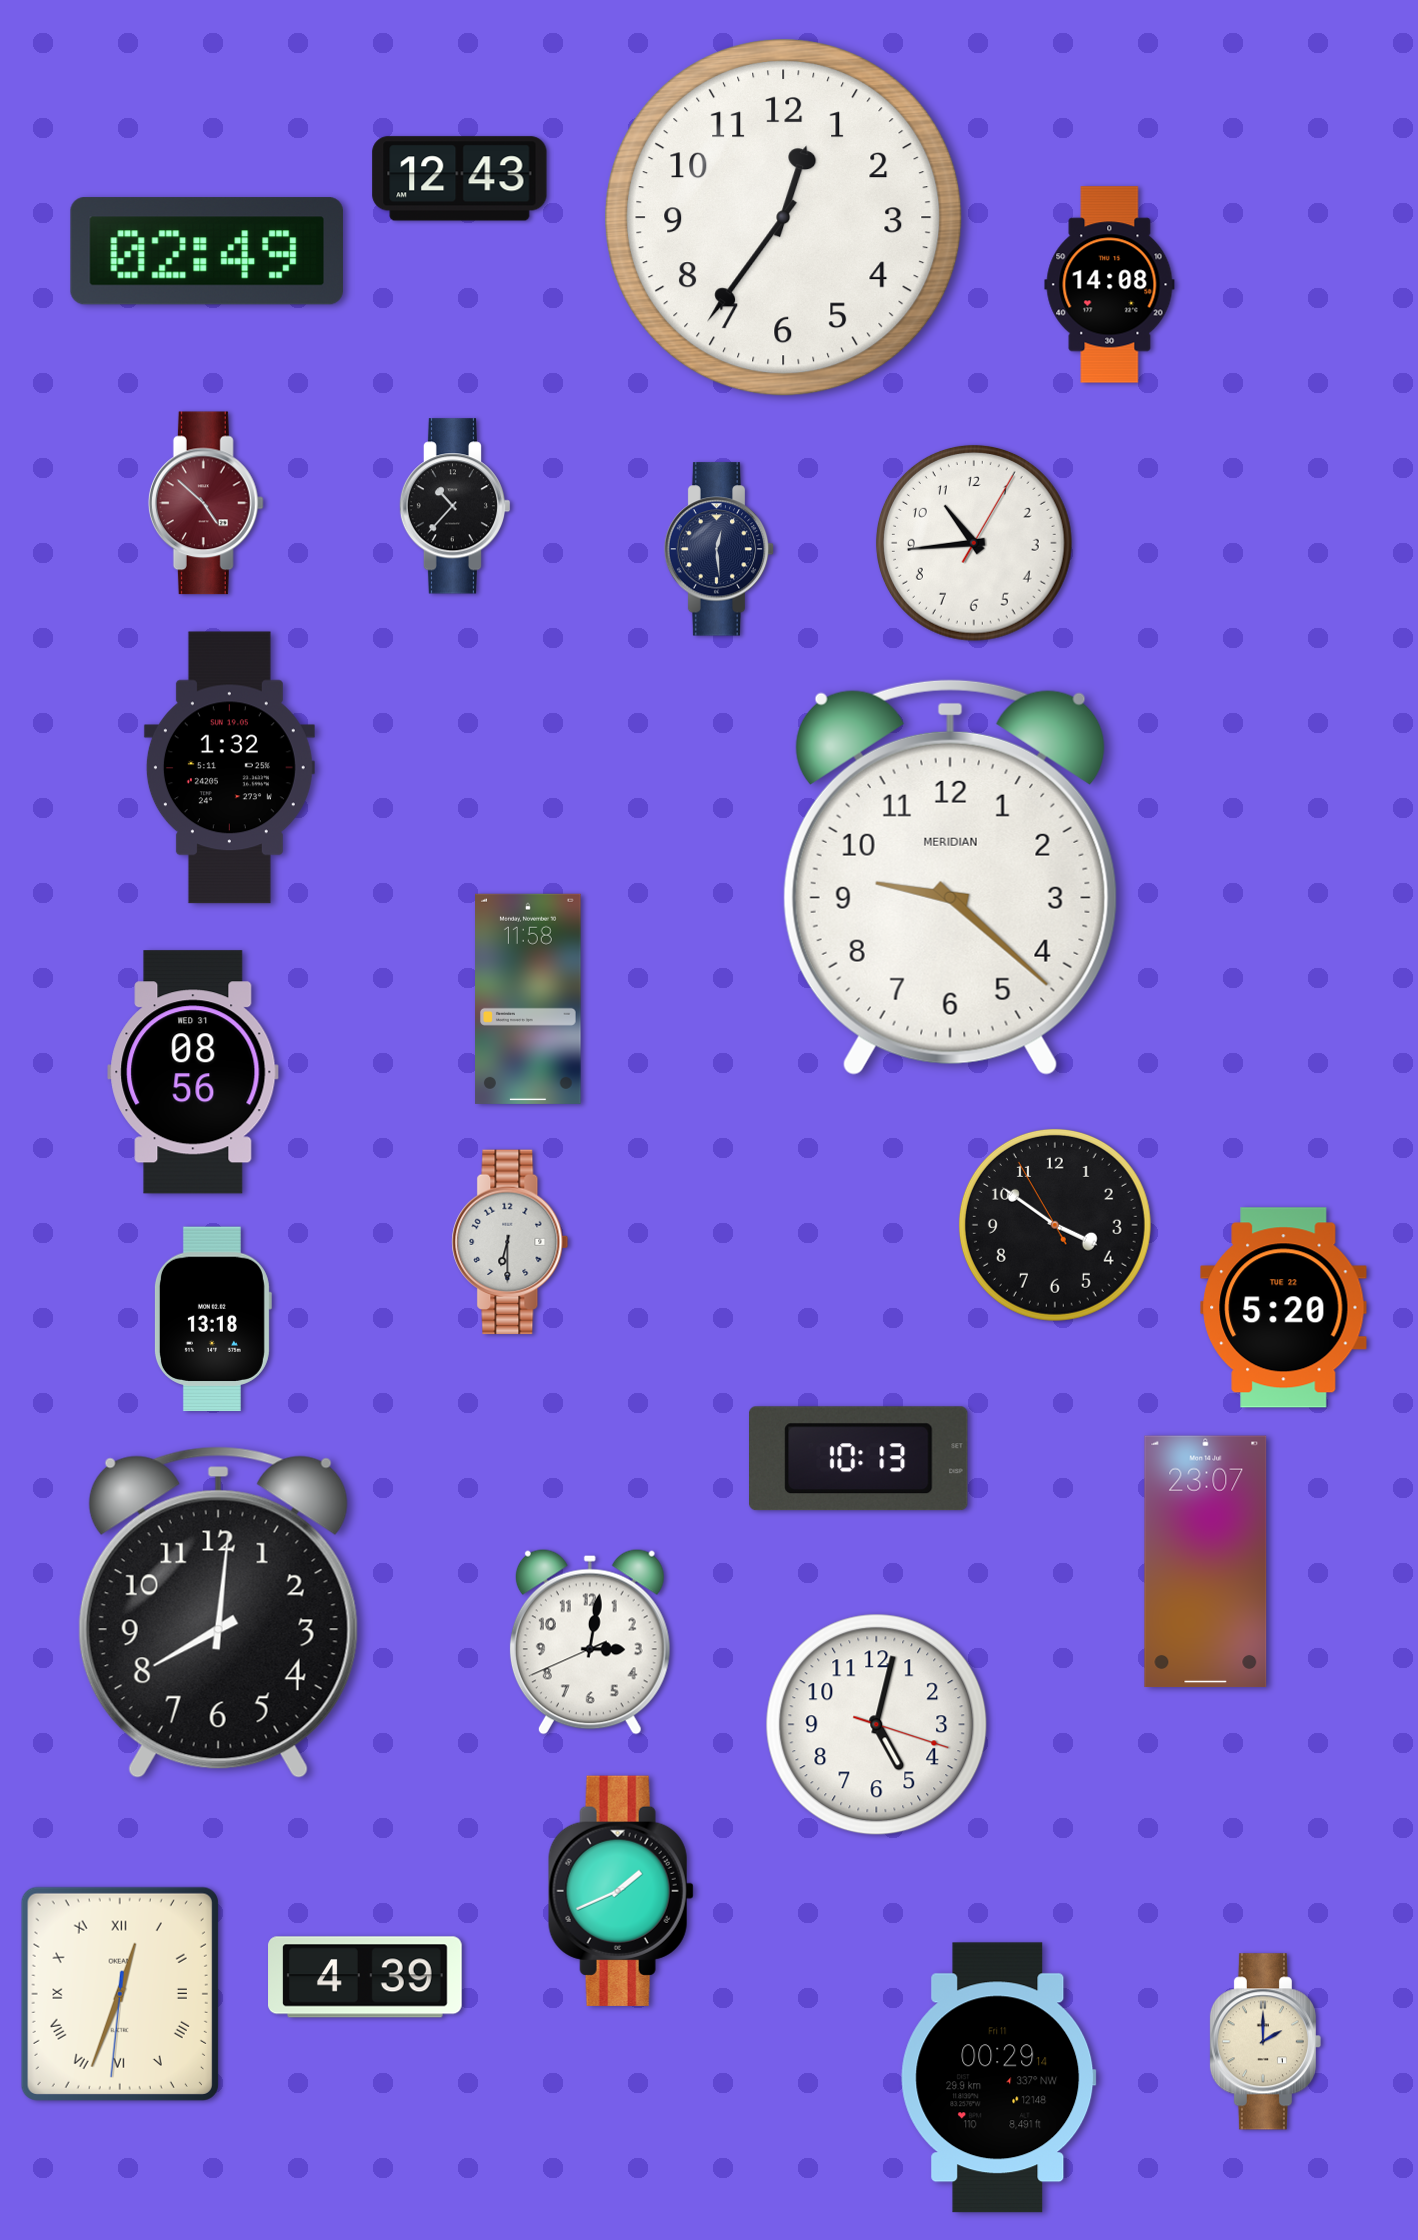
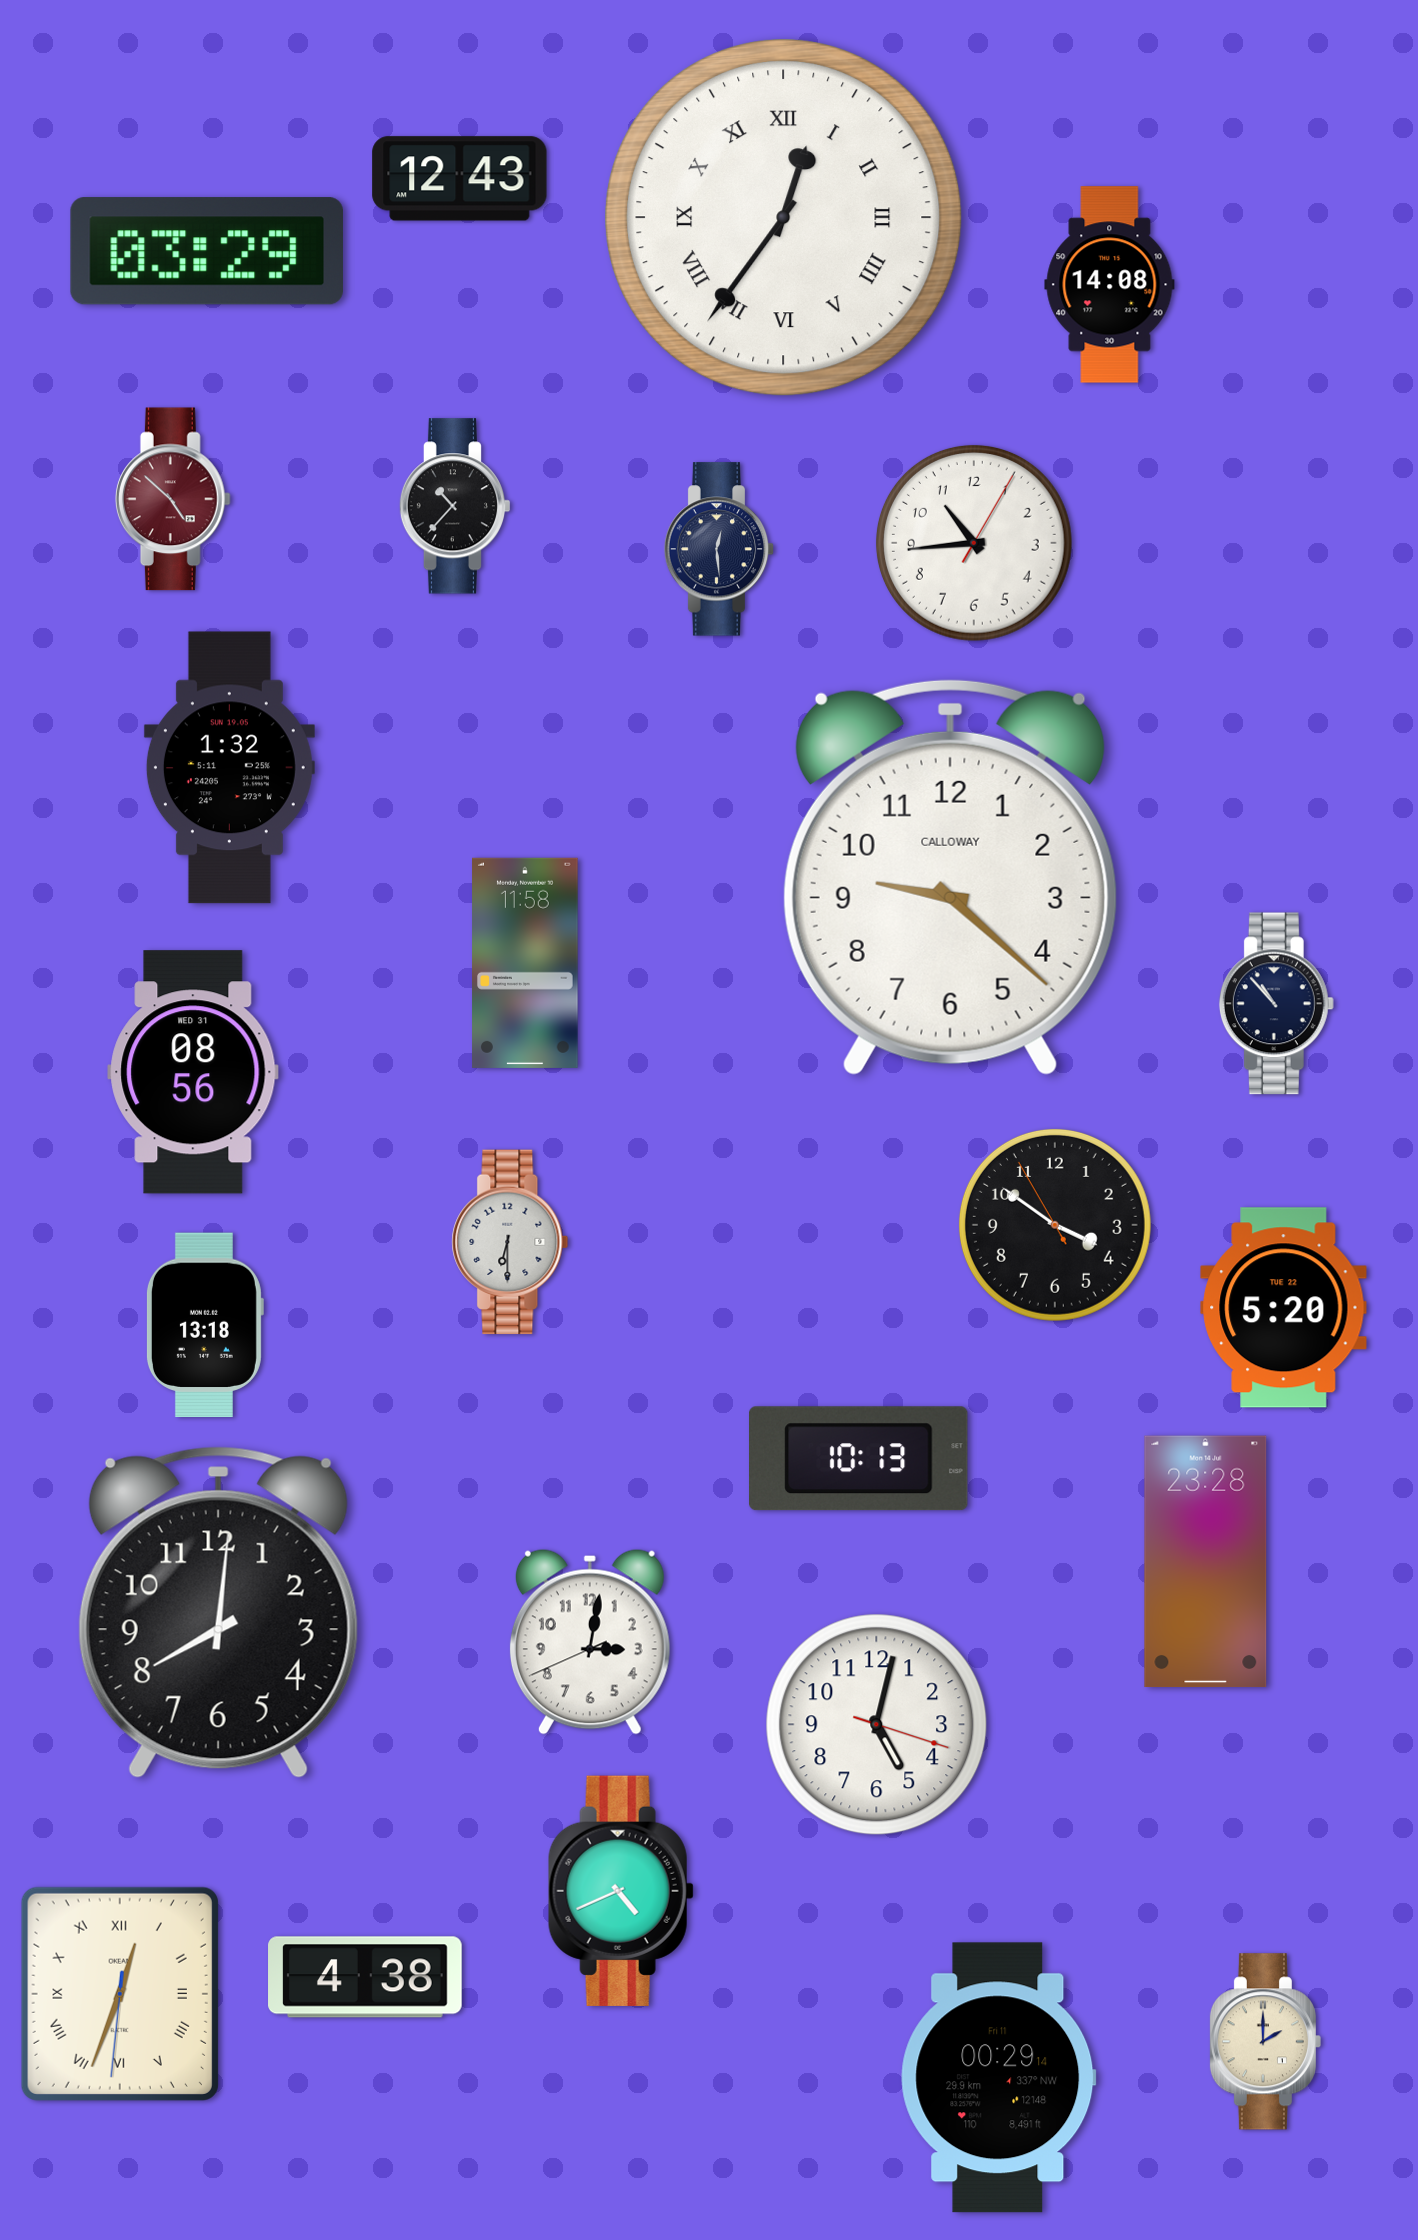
clock at (784, 218) numerals: Arabic -> Roman
clock at (207, 251): 02:49 -> 03:29
clock at (206, 503) position: (206, 503) -> (173, 499)
clock at (950, 877) brand: MERIDIAN -> CALLOWAY
clock at (528, 999) position: (528, 999) -> (525, 963)
clock at (1276, 1004): none -> 10:53
clock at (212, 1319) position: (212, 1319) -> (204, 1325)
clock at (1206, 1562): 23:07 -> 23:28
clock at (621, 1891): 1:41 -> 4:41
clock at (365, 1977): 4:39 -> 4:38
